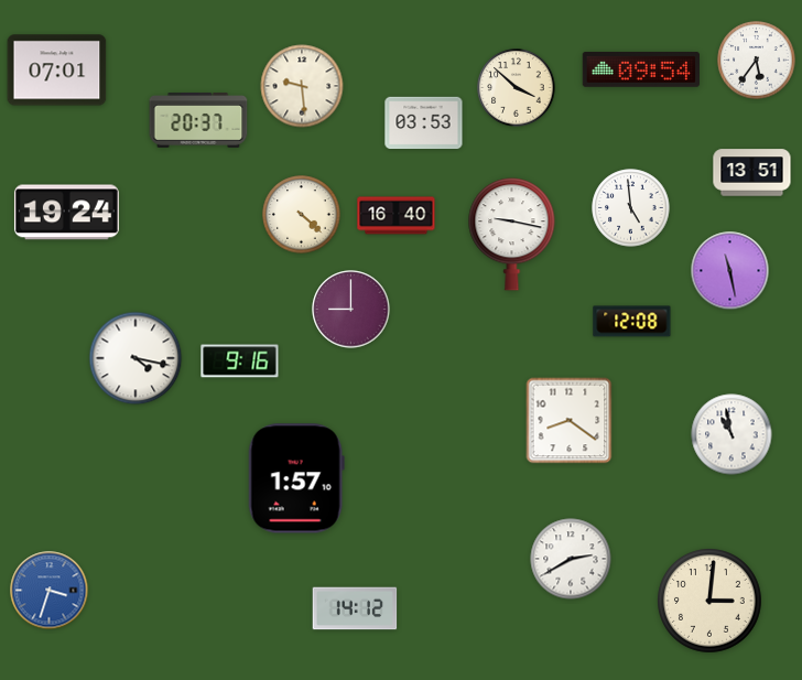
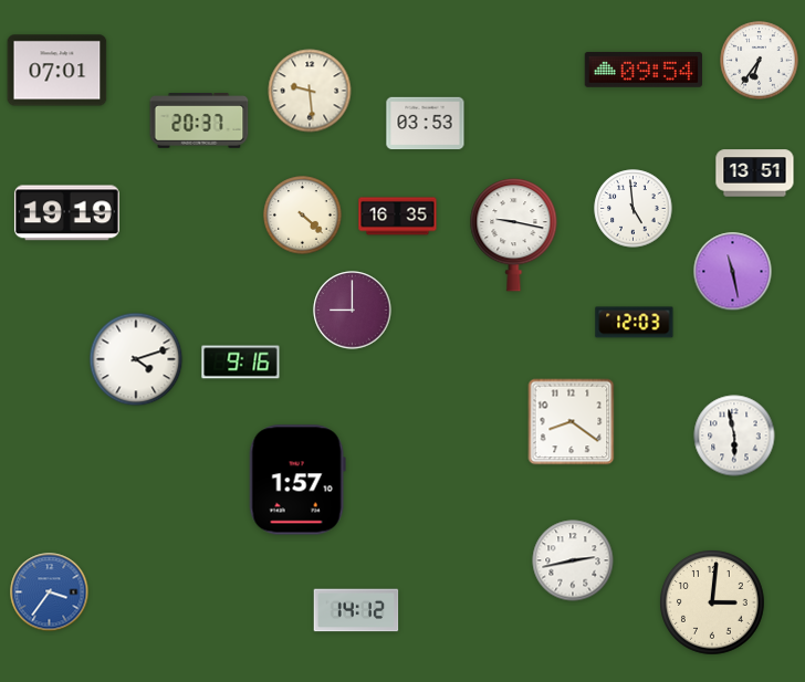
clock at (757, 61): 5:36 -> 6:36
clock at (302, 86) position: (302, 86) -> (310, 91)
clock at (517, 88): 3:52 -> none
clock at (66, 213): 19:24 -> 19:19
clock at (397, 216): 16:40 -> 16:35
clock at (632, 322): 12:08 -> 12:03
clock at (136, 358): 4:17 -> 4:12
clock at (731, 434): 10:58 -> 5:58
clock at (571, 559): 2:40 -> 2:43
clock at (50, 591): 3:33 -> 3:36
